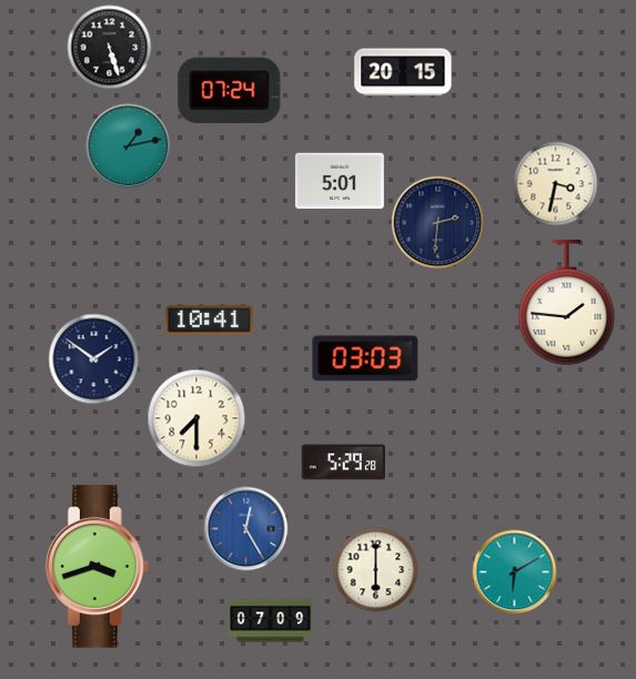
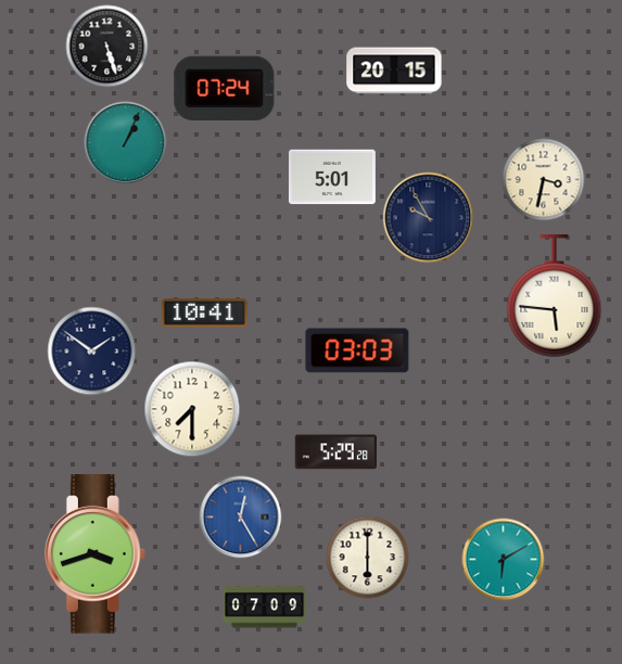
clock at (129, 146): 1:13 -> 1:04
clock at (438, 223): 2:31 -> 9:55
clock at (567, 303): 1:46 -> 5:46
